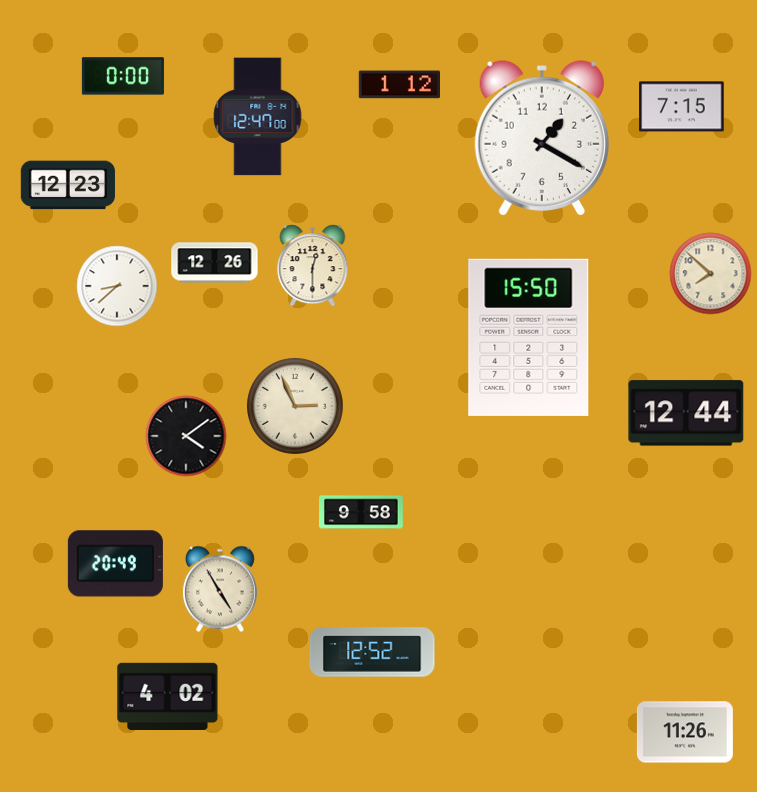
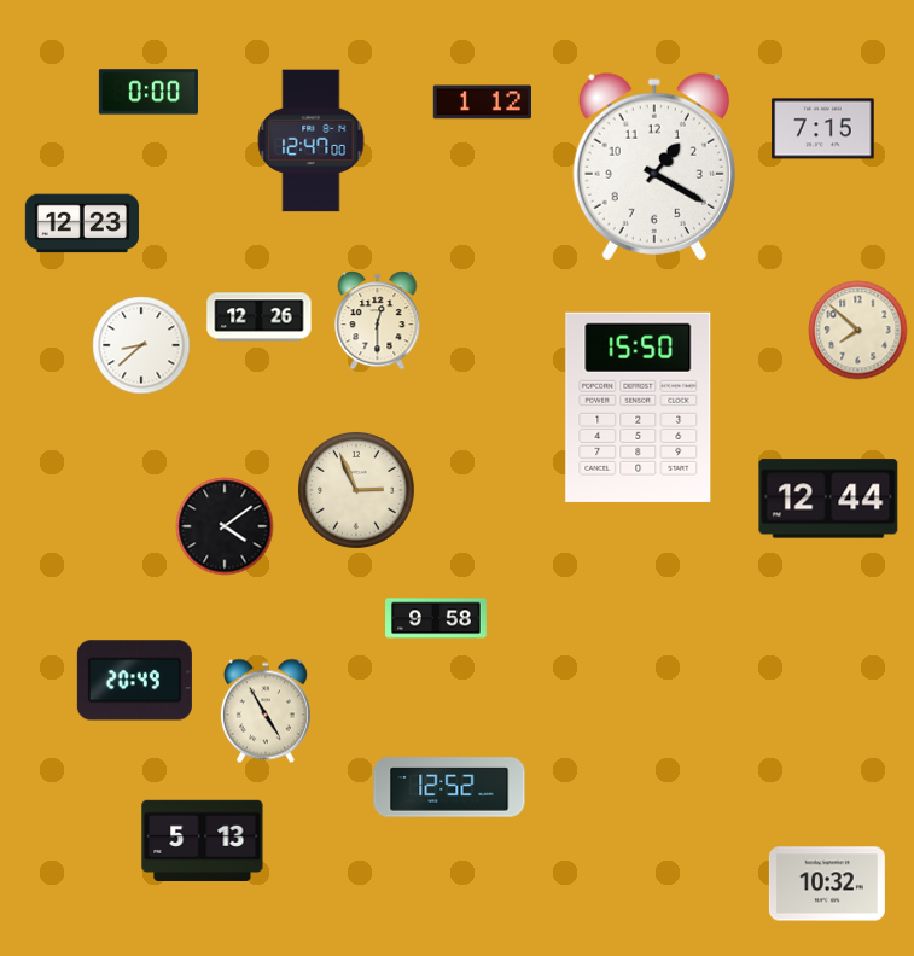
clock at (115, 564) position: (115, 564) -> (134, 681)
clock at (168, 697): 4:02 -> 5:13
clock at (685, 732): 11:26 -> 10:32
